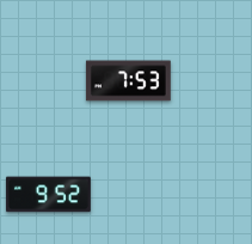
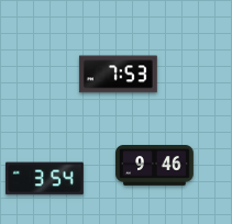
clock at (155, 166): none -> 9:46
clock at (48, 195): 9:52 -> 3:54
